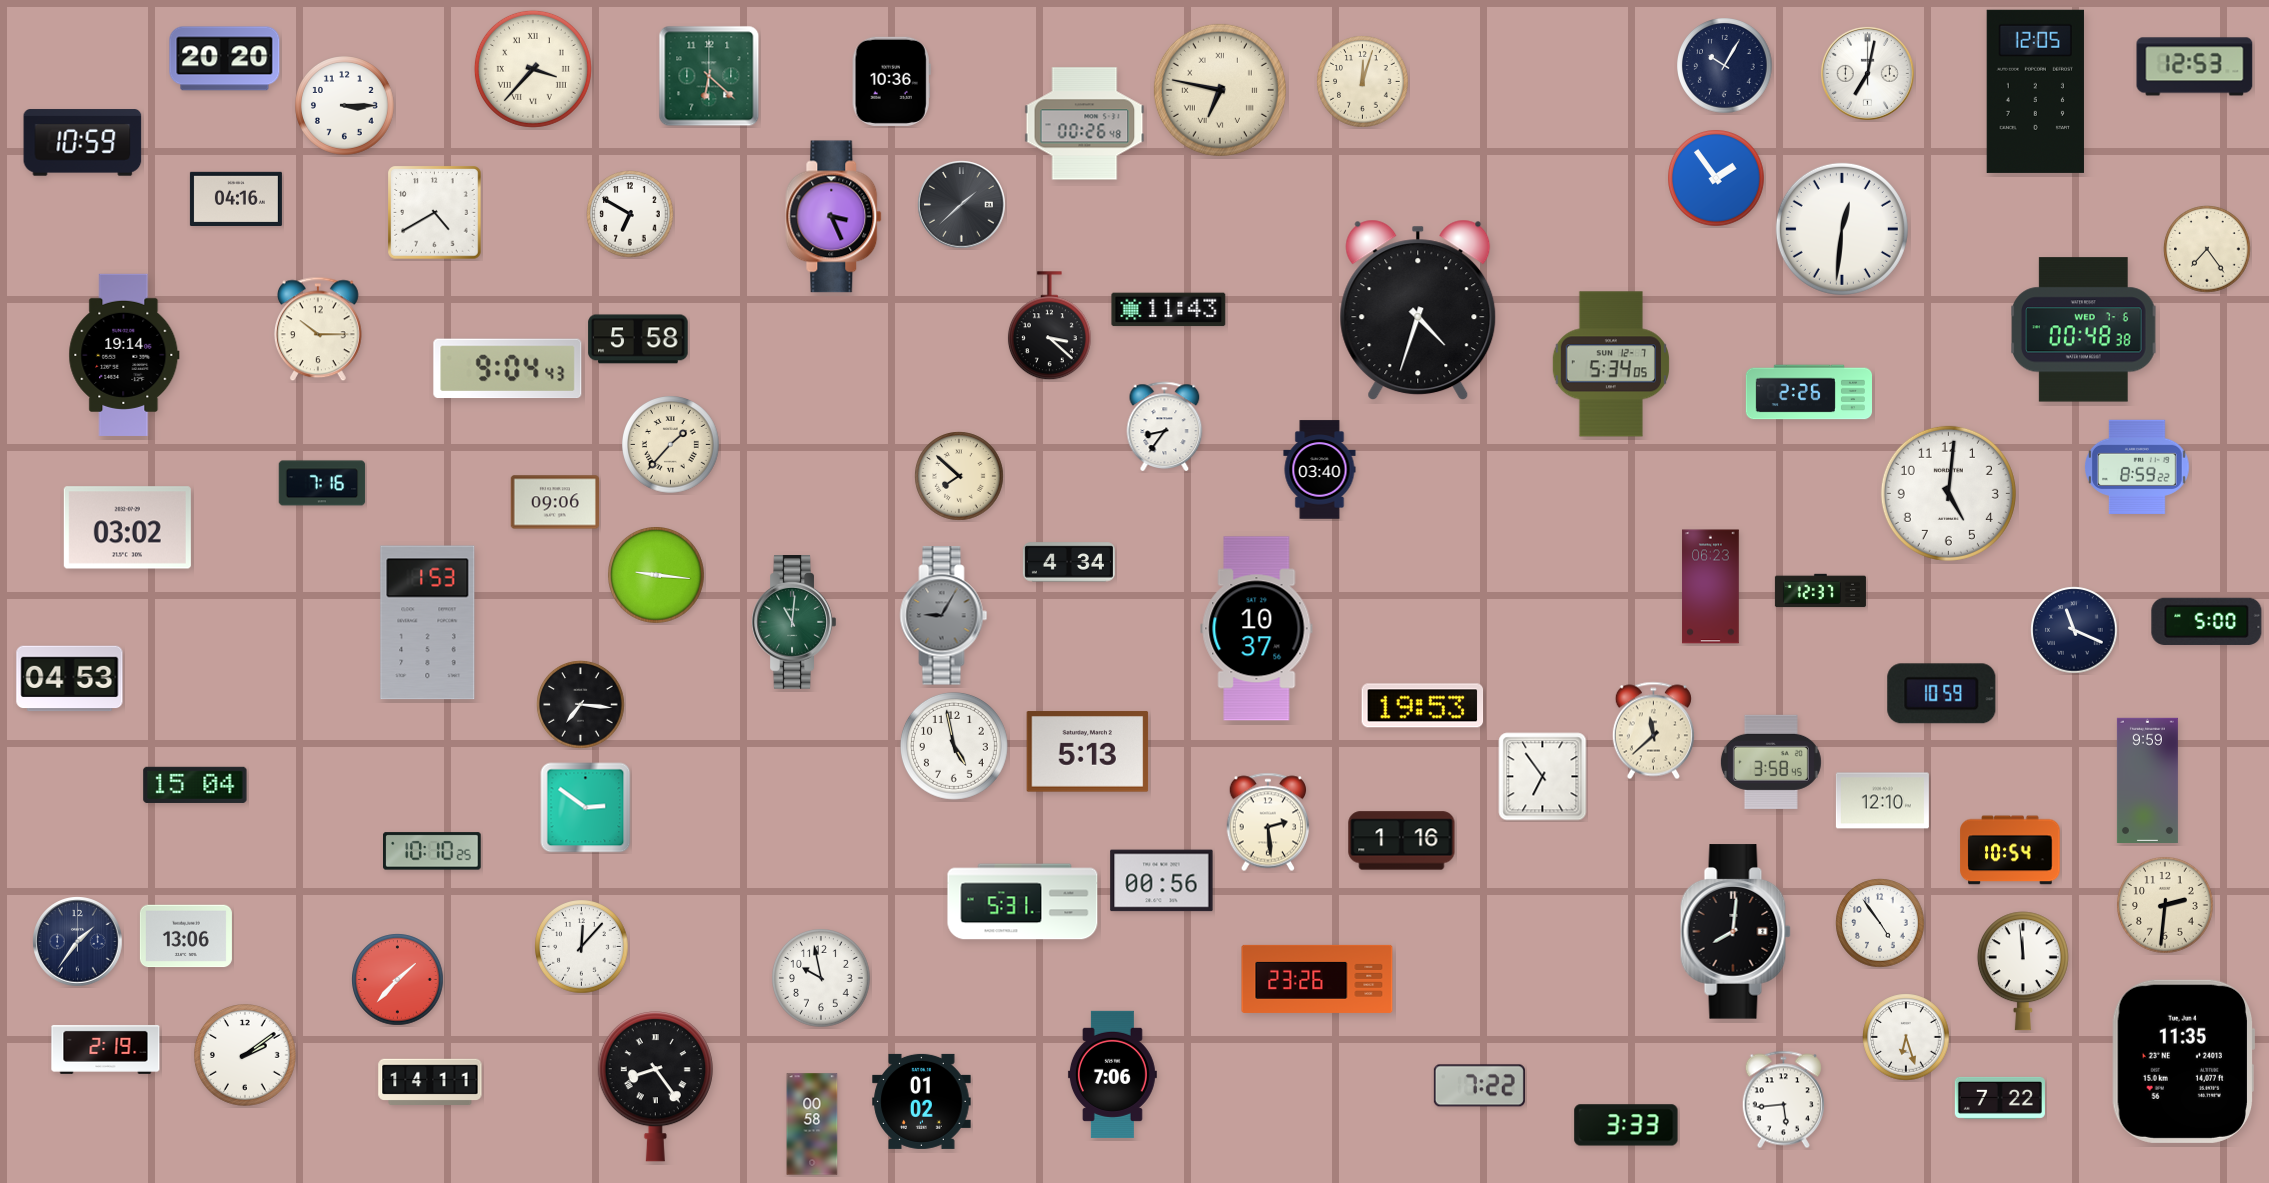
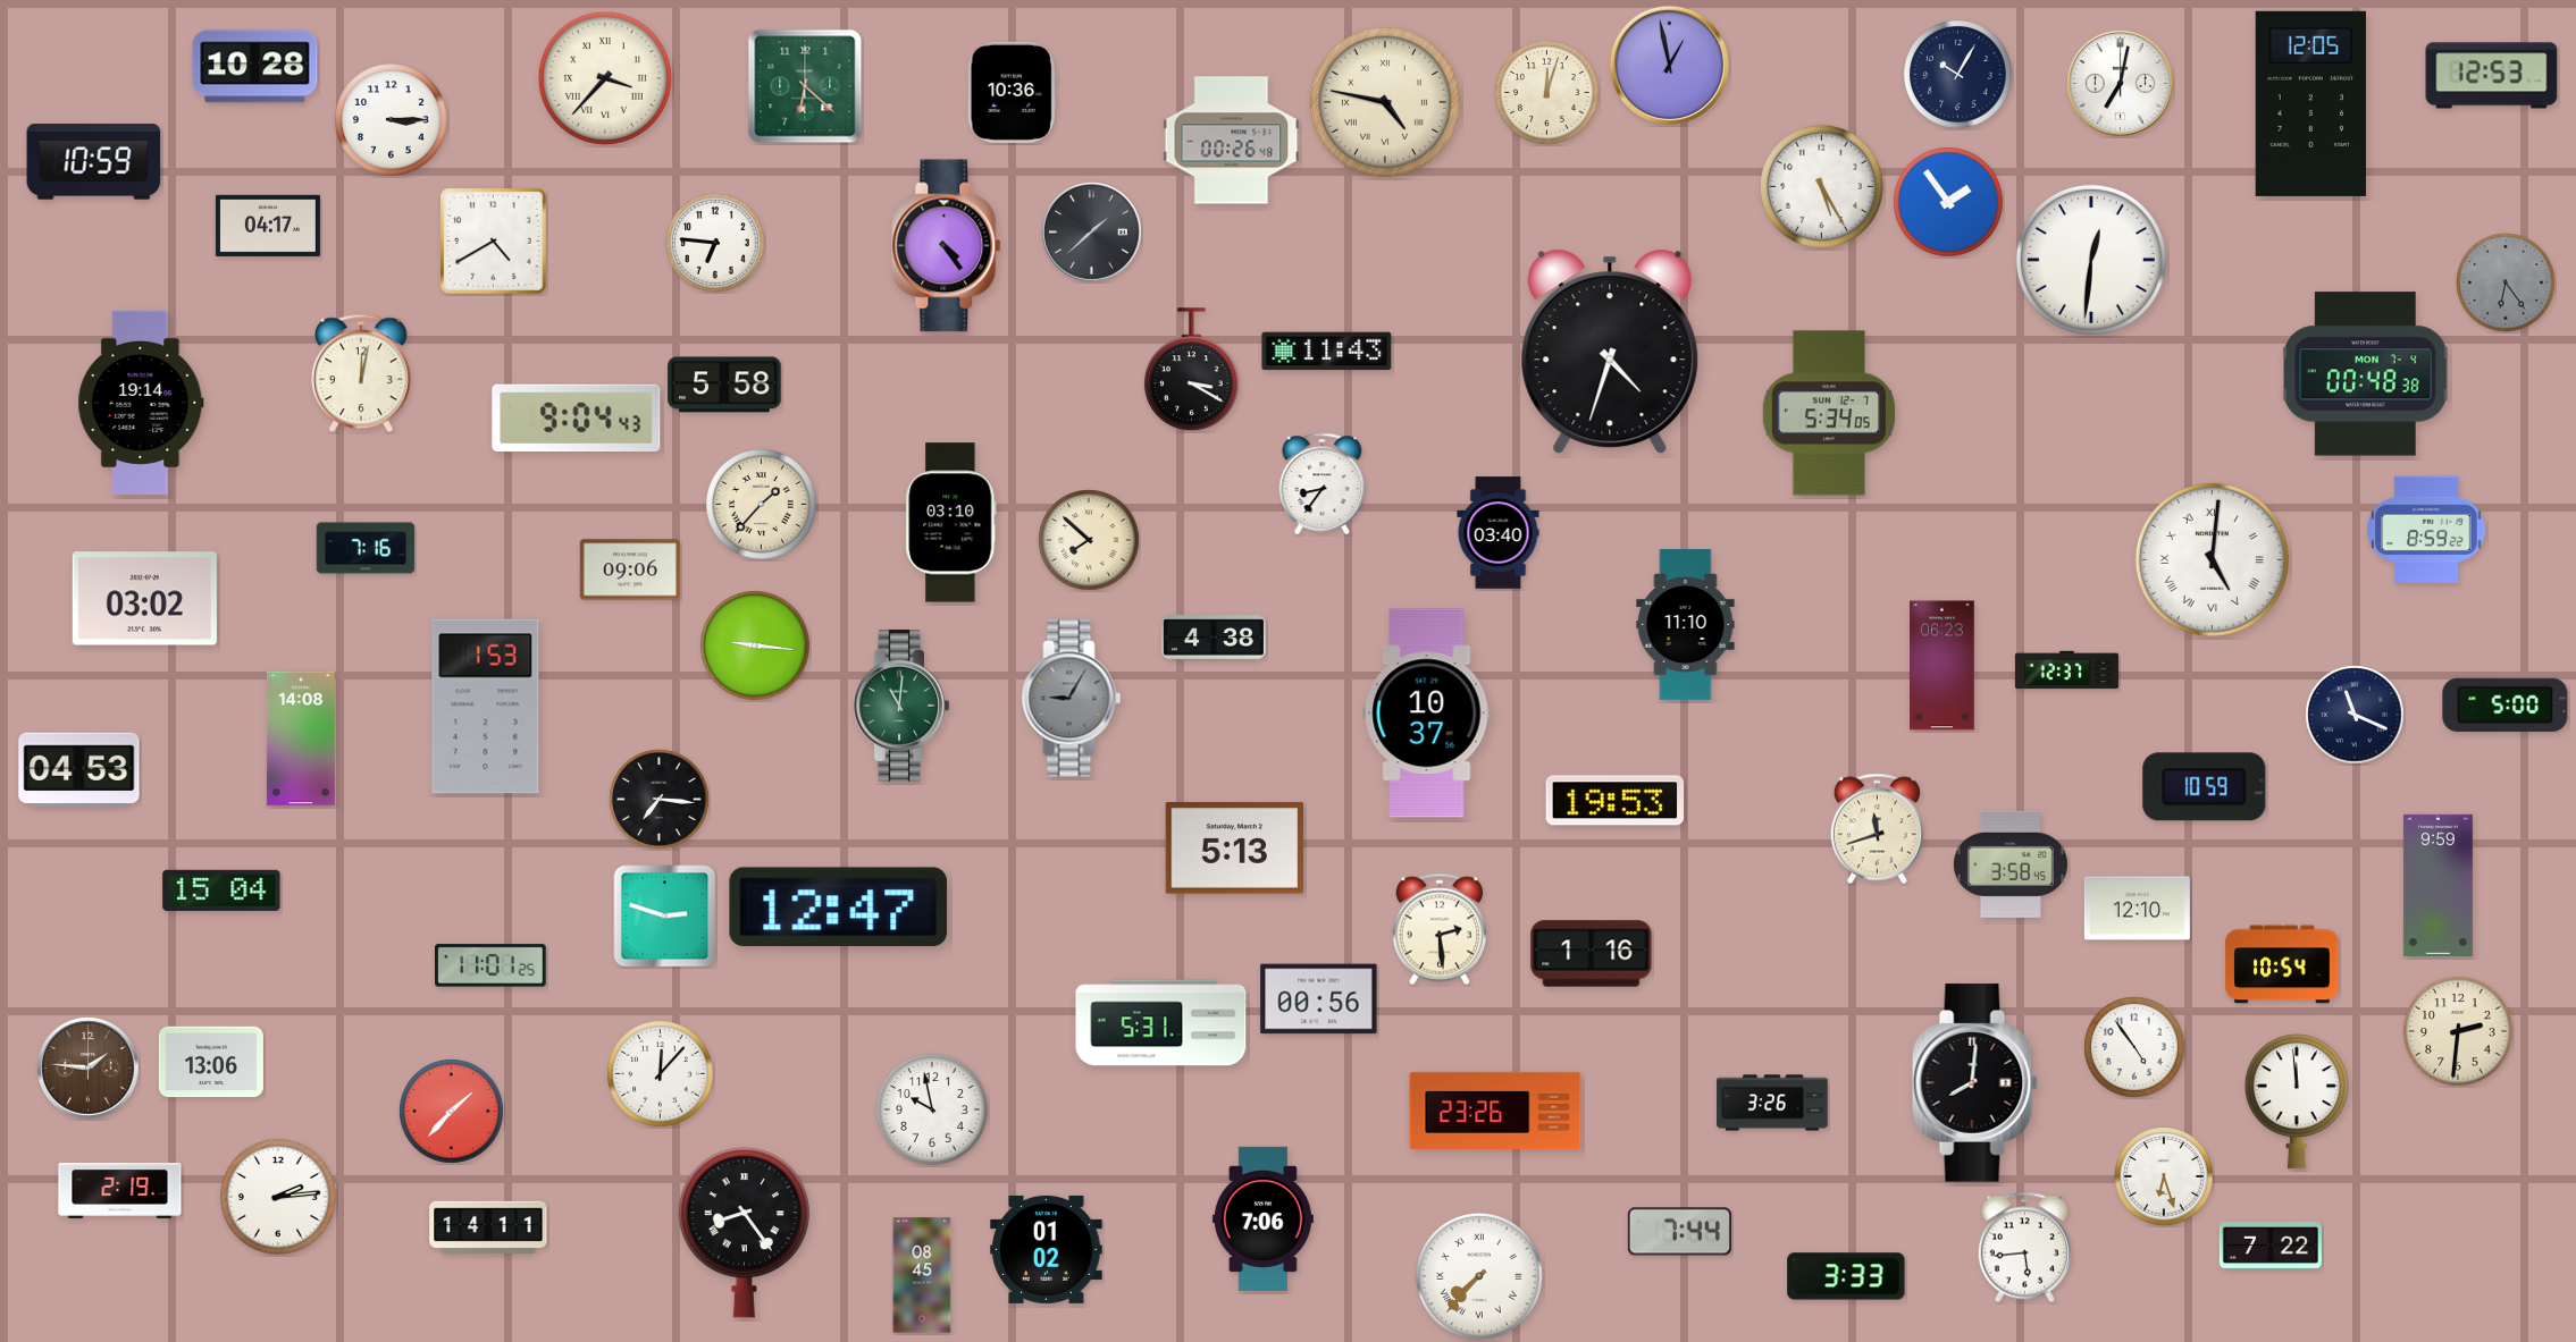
clock at (1669, 65): none -> 12:58
clock at (225, 59): 20:20 -> 10:28
clock at (1220, 90): 6:47 -> 4:47
clock at (1821, 186): none -> 5:25
clock at (236, 198): 04:16 -> 04:17
clock at (630, 214): 6:50 -> 6:46
clock at (834, 217): 3:26 -> 4:24
clock at (2207, 249): 7:24 -> 6:24
clock at (2207, 249) dial: cream -> grey
clock at (1049, 326): 3:22 -> 3:20
clock at (318, 329): 10:15 -> 12:02
clock at (2084, 330) date: WED 7-6 -> MON 7-4
clock at (1808, 392): 2:26 -> none
clock at (951, 523): none -> 03:10
clock at (1948, 493) numerals: Arabic -> Roman
clock at (1686, 625): none -> 11:10
clock at (1069, 562): 4:34 -> 4:38
clock at (656, 575) position: (656, 575) -> (755, 645)
clock at (301, 738): none -> 14:08
clock at (1653, 731): 11:38 -> 11:42
clock at (954, 746): 4:58 -> none
clock at (1088, 752) position: (1088, 752) -> (1235, 849)
clock at (1543, 777): 6:54 -> none
clock at (839, 908): none -> 12:47
clock at (586, 808): 2:51 -> 2:48
clock at (1268, 822) position: (1268, 822) -> (1440, 929)
clock at (432, 851): 10:10 -> 11:01
clock at (2165, 905) position: (2165, 905) -> (2458, 1031)
clock at (1735, 932) position: (1735, 932) -> (1974, 1083)
clock at (78, 942): 1:36 -> 1:46
clock at (78, 942) dial: navy -> brown
clock at (1772, 1103): none -> 3:26
clock at (246, 1056): 2:09 -> 2:14
clock at (2183, 1061): 11:35 -> none
clock at (1479, 1086): 7:22 -> 7:44
clock at (812, 1124): 00:58 -> 08:45
clock at (1479, 1276): none -> 7:37
